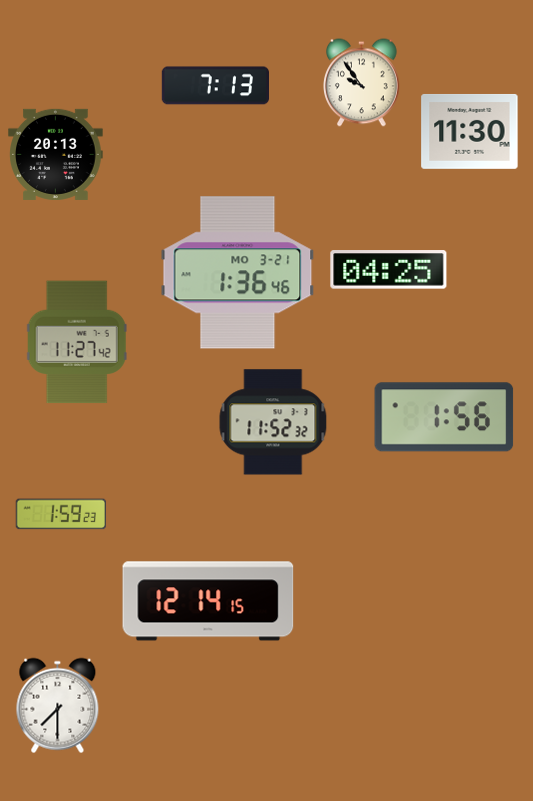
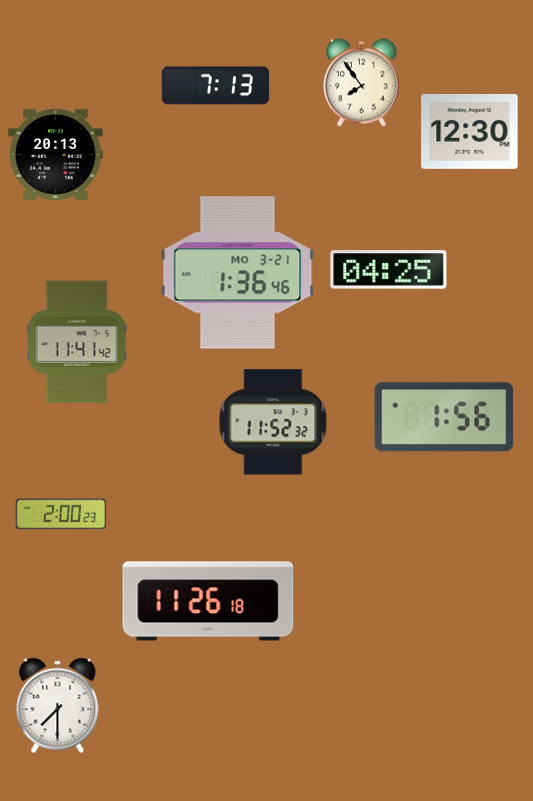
clock at (362, 83): 9:54 -> 7:54
clock at (470, 131): 11:30 -> 12:30
clock at (77, 342): 11:27 -> 11:41
clock at (60, 514): 1:59 -> 2:00
clock at (208, 601): 12:14 -> 11:26
